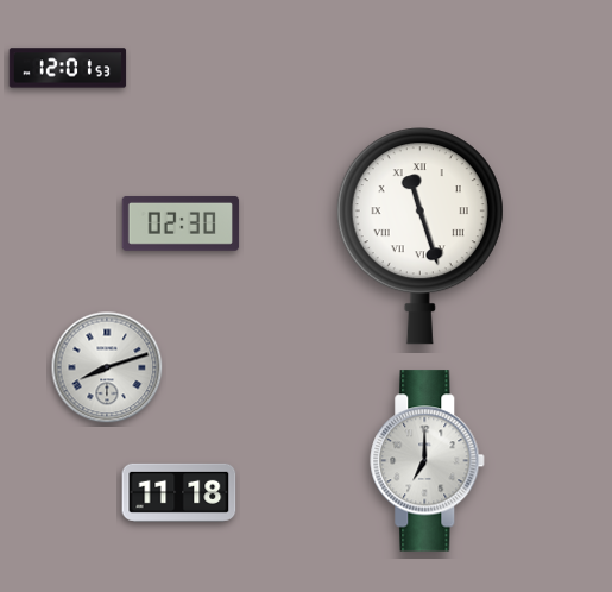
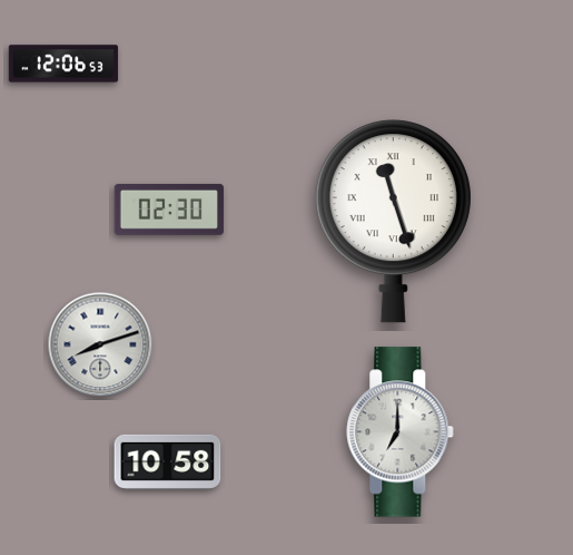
clock at (68, 68): 12:01 -> 12:06
clock at (179, 492): 11:18 -> 10:58
